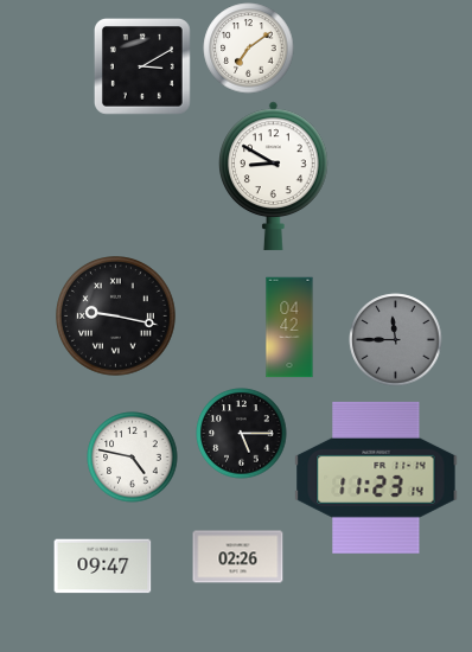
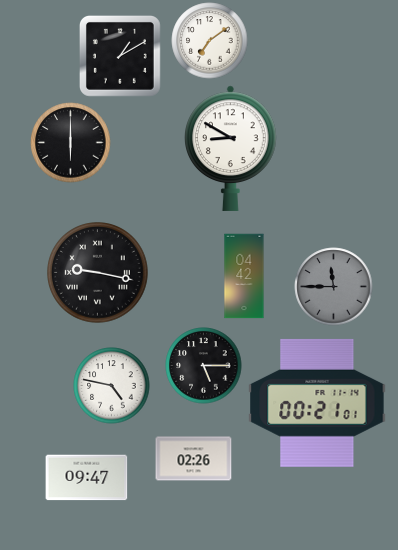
clock at (142, 66): 3:10 -> 1:10
clock at (71, 143): none -> 6:00
clock at (116, 317) position: (116, 317) -> (98, 273)
clock at (376, 478): 11:23 -> 00:21
clock at (238, 557) position: (238, 557) -> (194, 459)
